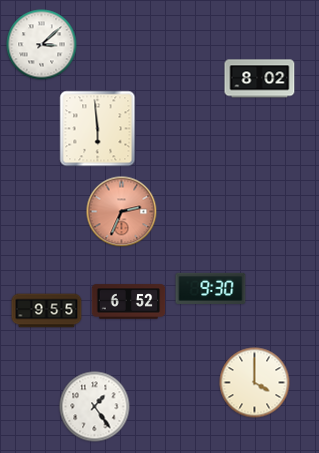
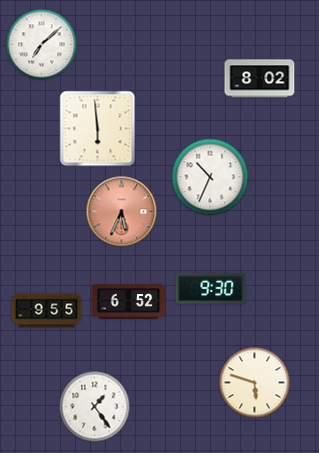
clock at (42, 45): 3:08 -> 7:08
clock at (210, 177): none -> 10:34
clock at (122, 212): 2:34 -> 5:34
clock at (255, 383): 4:00 -> 5:48
